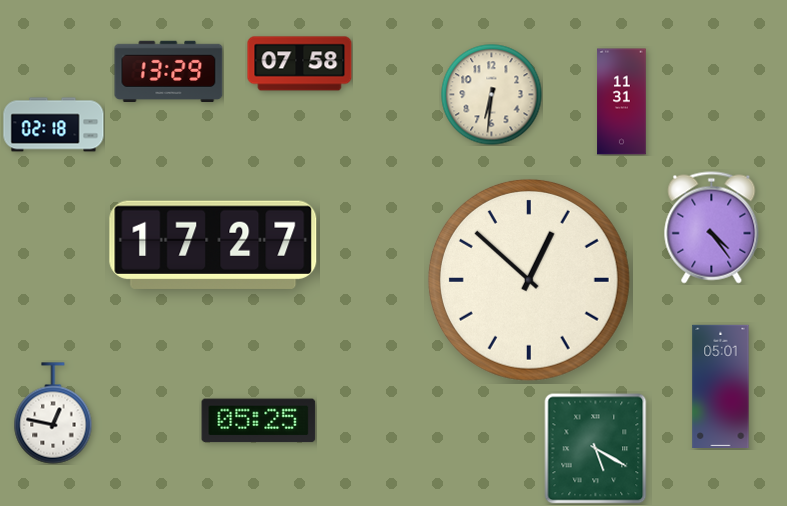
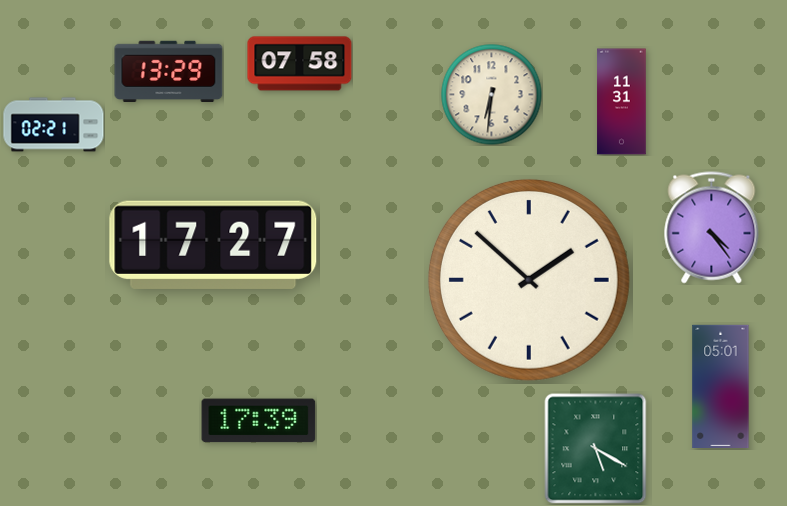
clock at (54, 125): 02:18 -> 02:21
clock at (529, 280): 12:52 -> 1:52
clock at (53, 413): 12:47 -> none
clock at (259, 421): 05:25 -> 17:39
